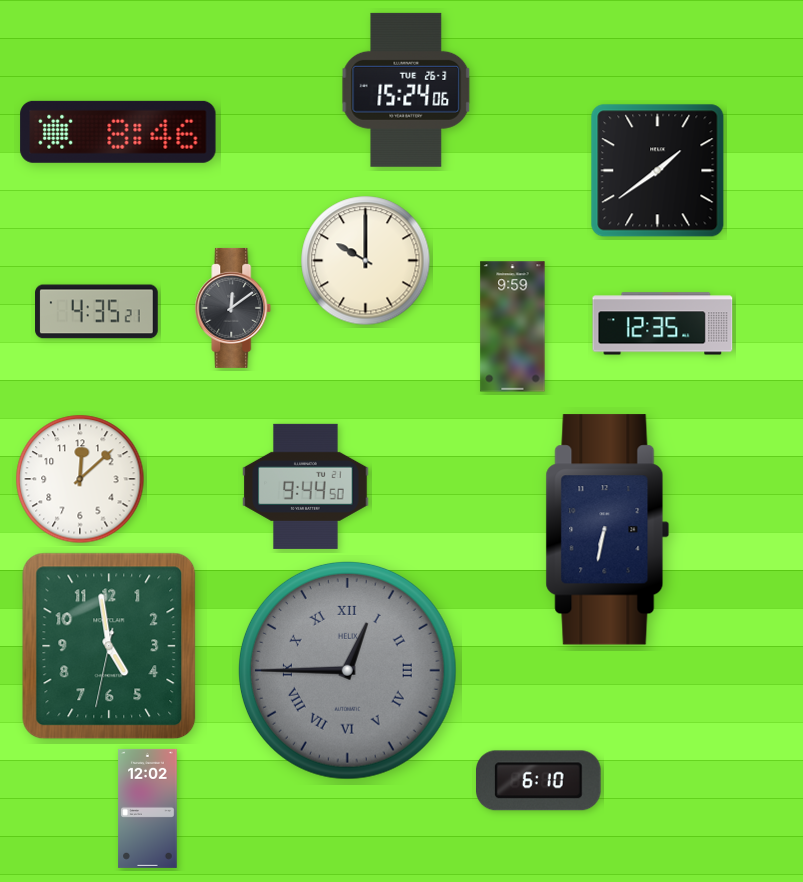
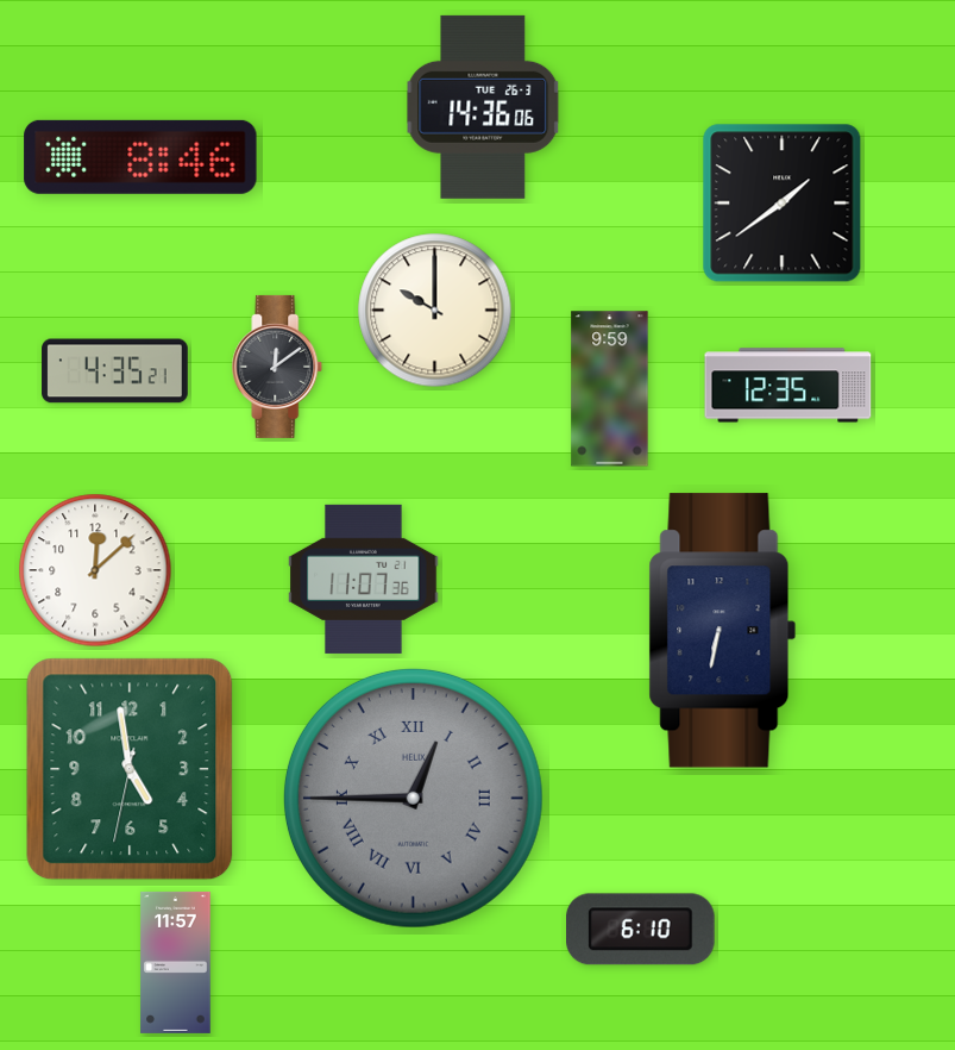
clock at (406, 90): 15:24 -> 14:36
clock at (306, 486): 9:44 -> 11:07
clock at (148, 808): 12:02 -> 11:57
